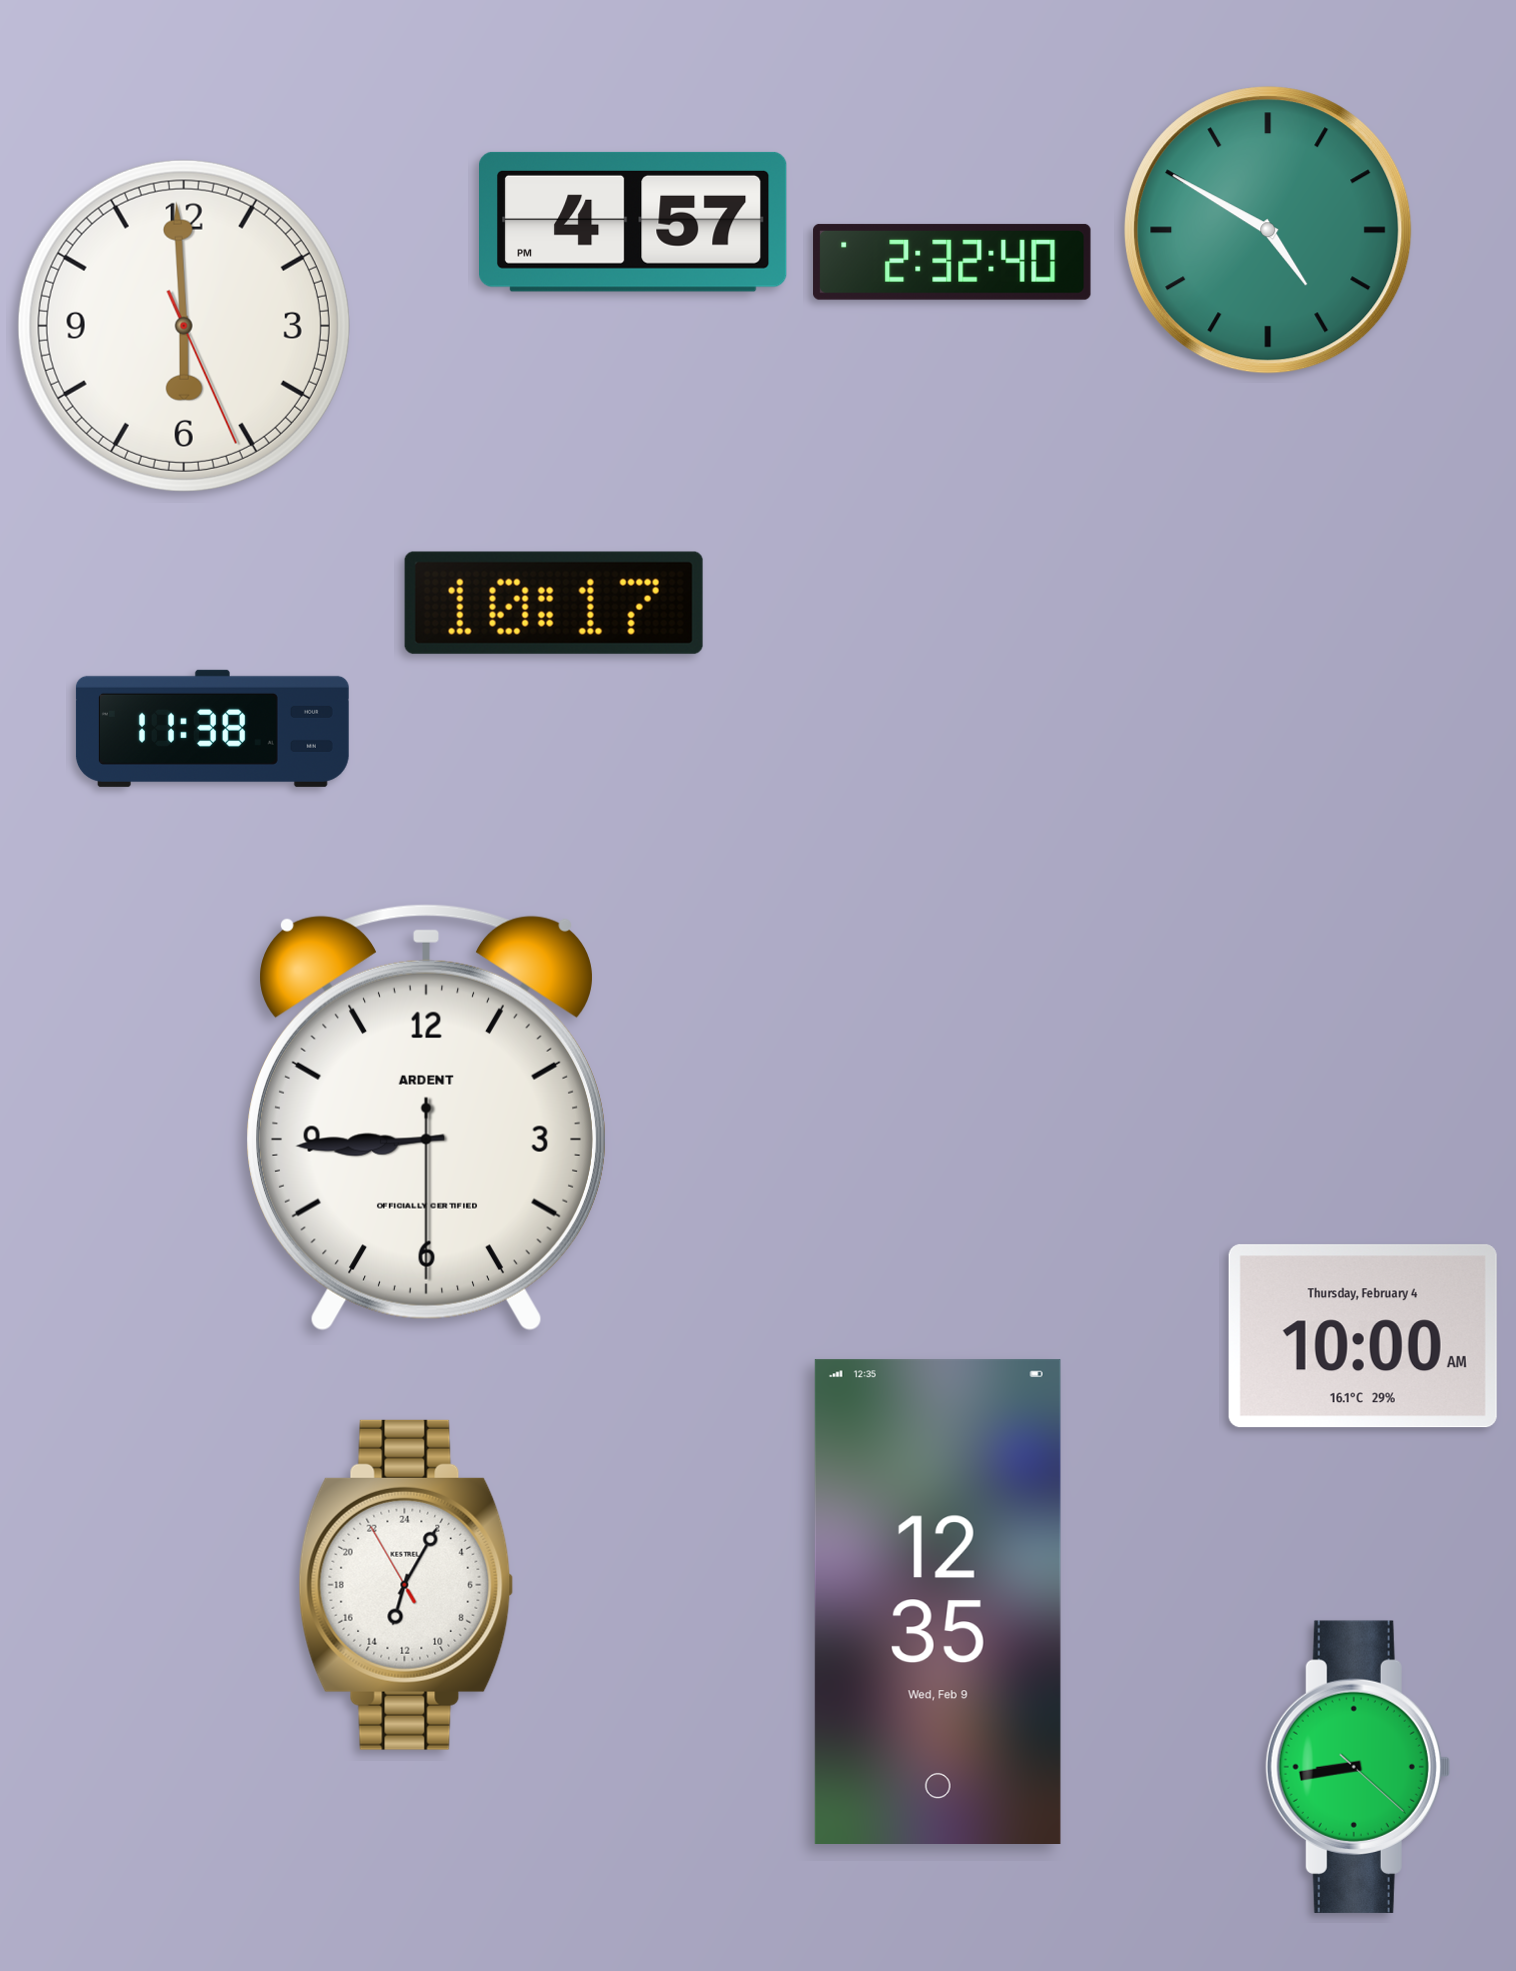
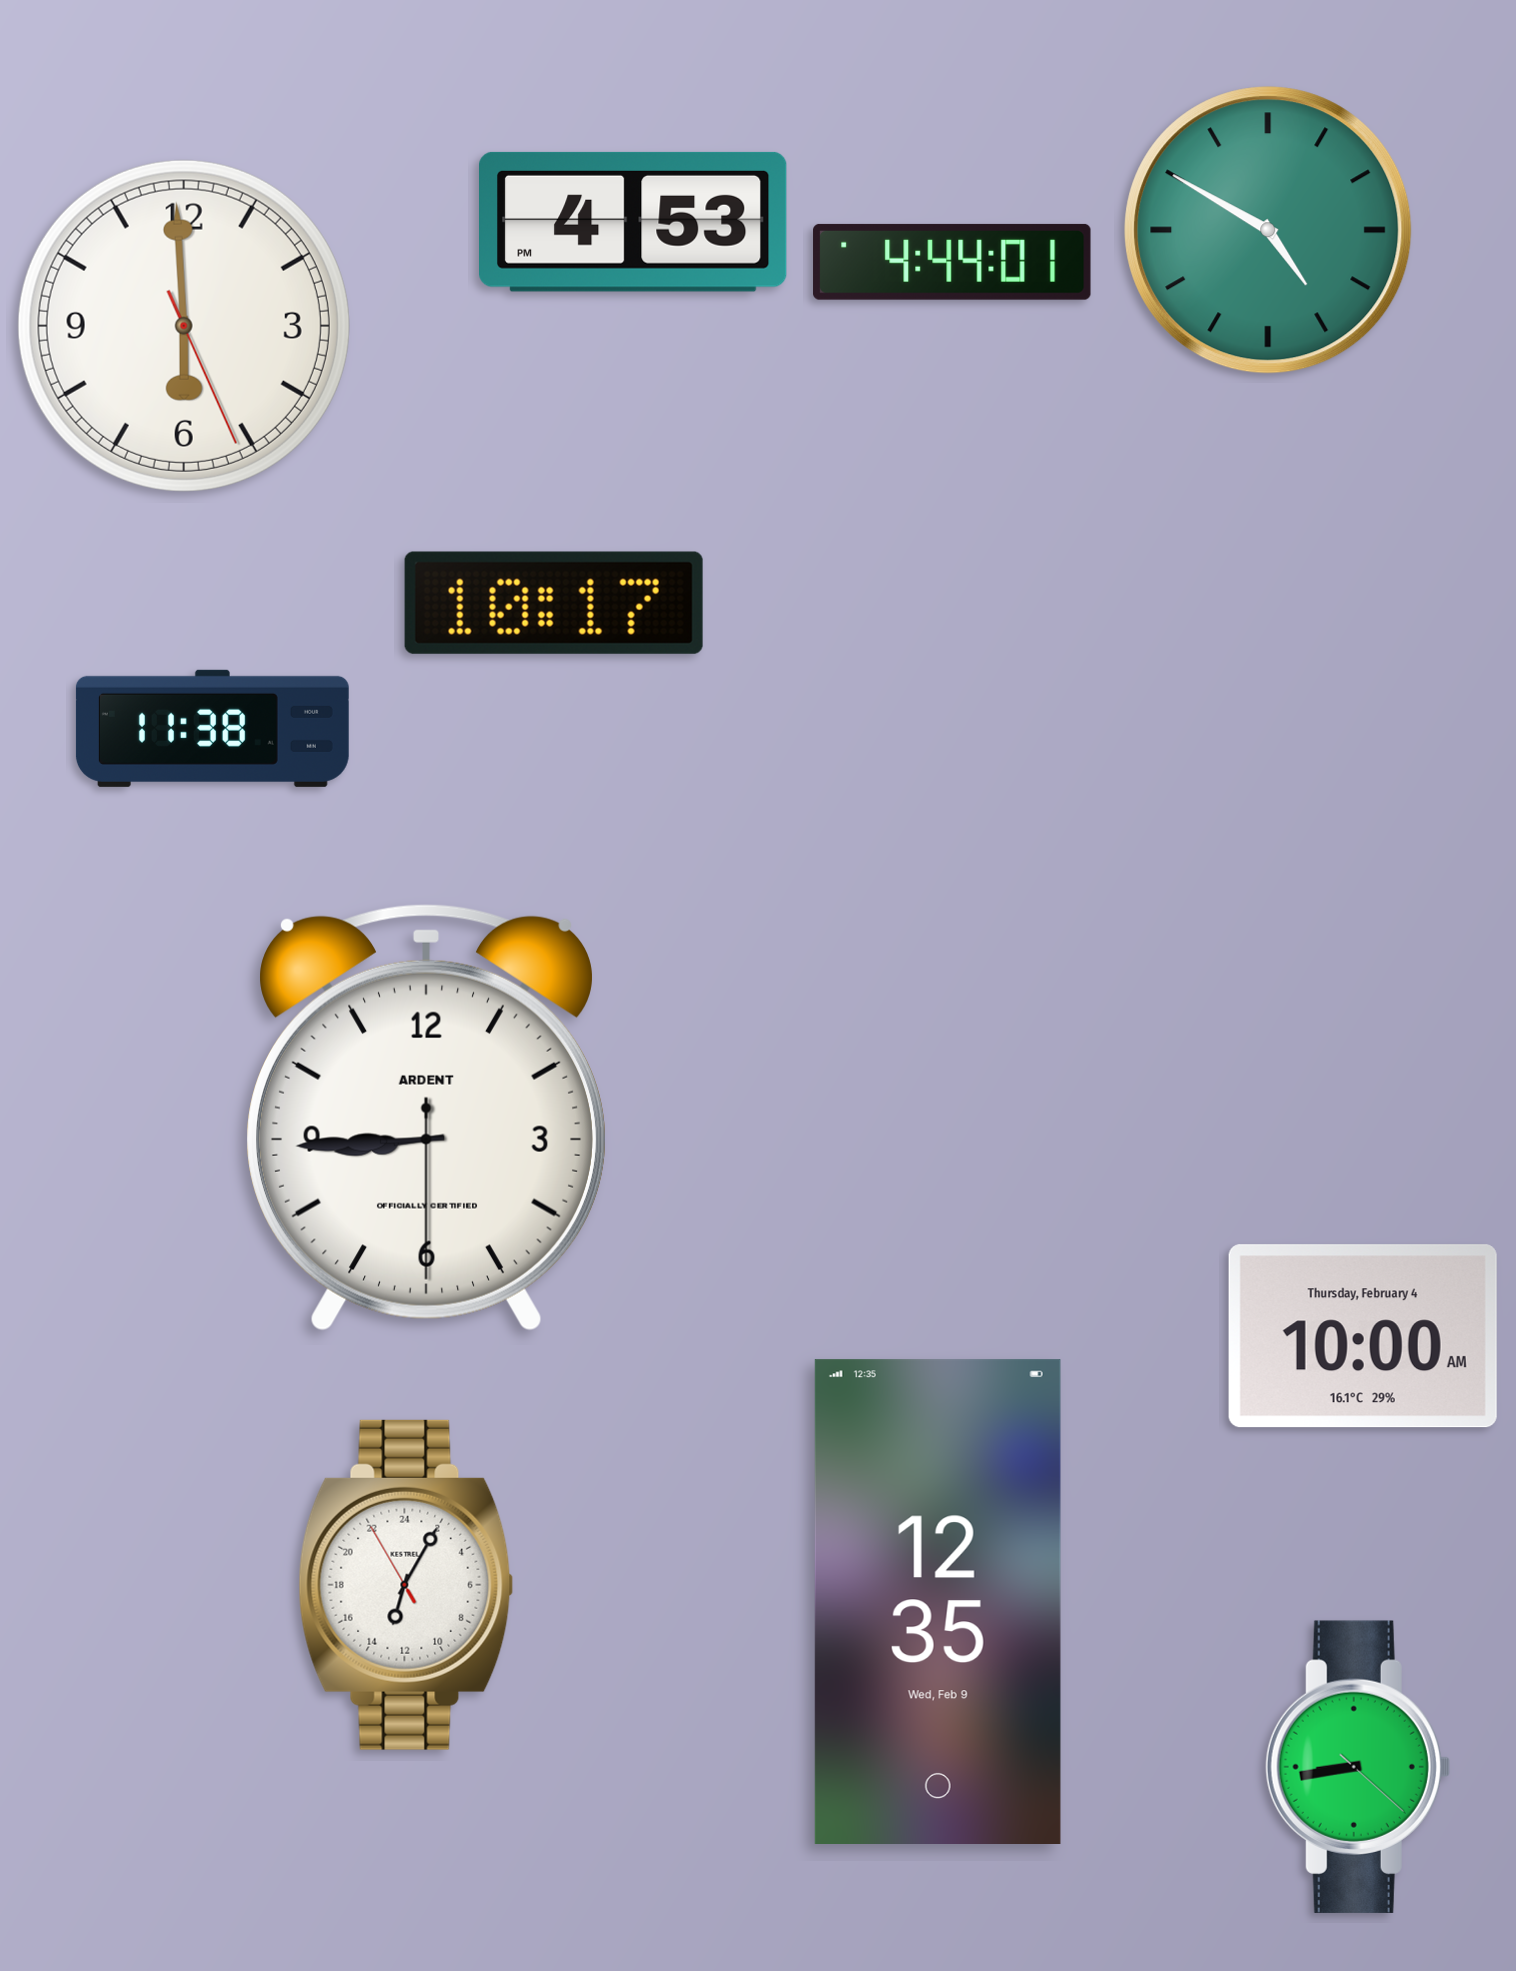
clock at (634, 222): 4:57 -> 4:53
clock at (952, 262): 2:32 -> 4:44
